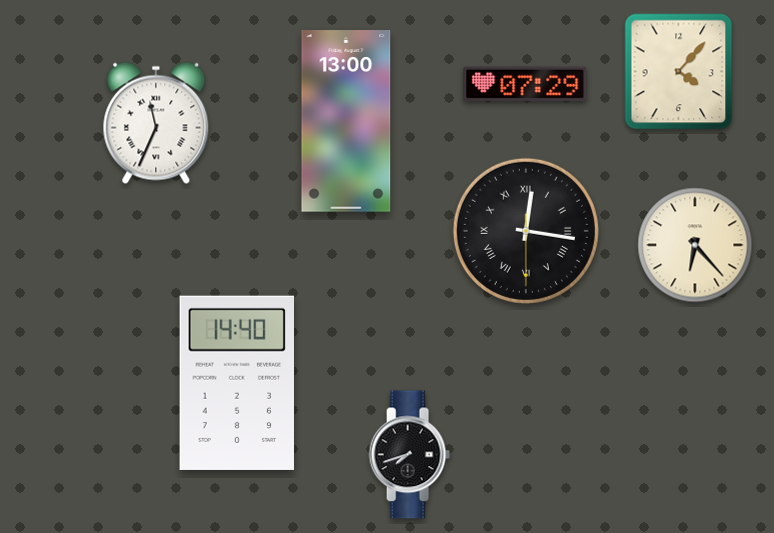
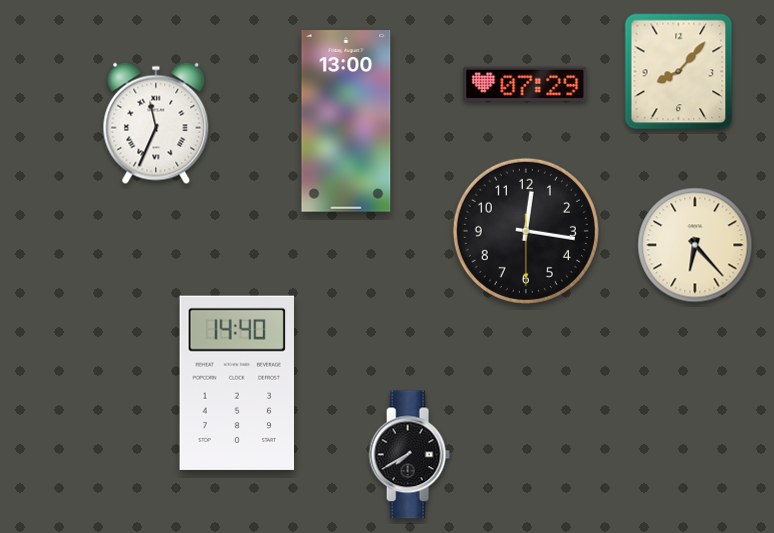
clock at (679, 72): 4:07 -> 8:07
clock at (526, 231) numerals: Roman -> Arabic
clock at (409, 455): 7:42 -> 7:40
